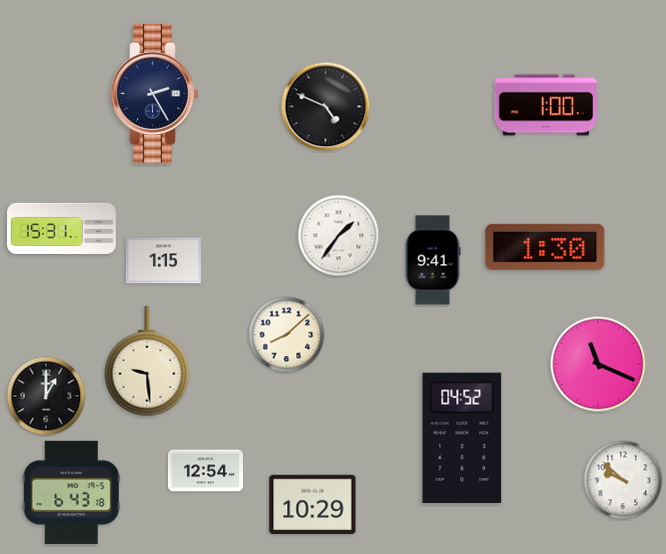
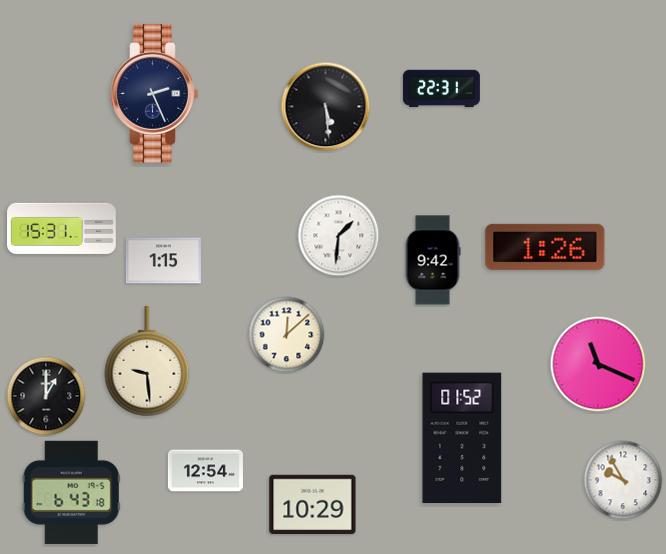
clock at (441, 89): none -> 22:31
clock at (155, 93): 2:25 -> 2:26
clock at (545, 105): 1:00 -> none
clock at (326, 107): 4:49 -> 5:29
clock at (339, 236): 1:36 -> 1:31
clock at (545, 247): 1:30 -> 1:26
clock at (433, 260): 9:41 -> 9:42
clock at (287, 335): 8:08 -> 12:08
clock at (462, 438): 04:52 -> 01:52
clock at (623, 480): 9:52 -> 9:55
